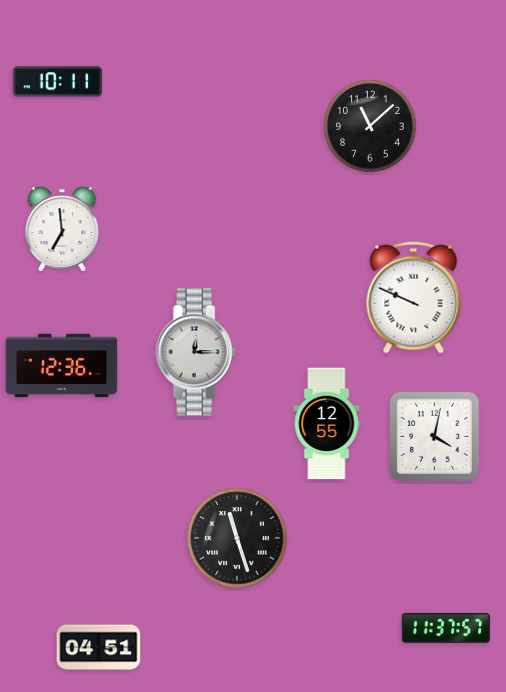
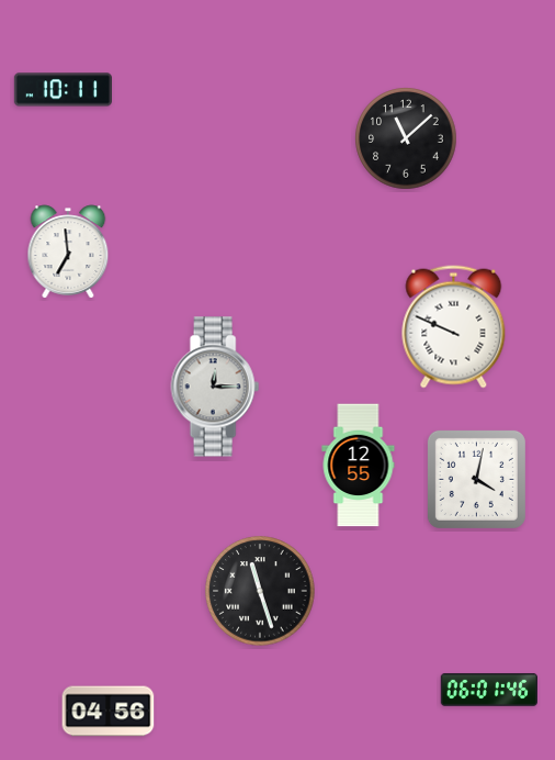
clock at (62, 366): 12:36 -> none
clock at (446, 628): 11:37 -> 06:01
clock at (99, 648): 04:51 -> 04:56
